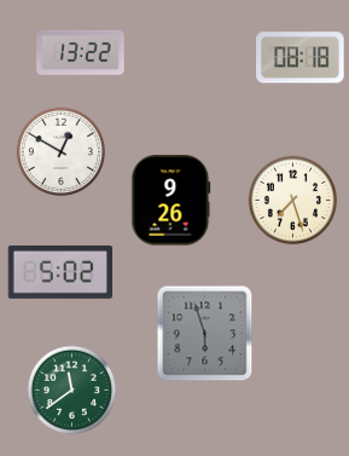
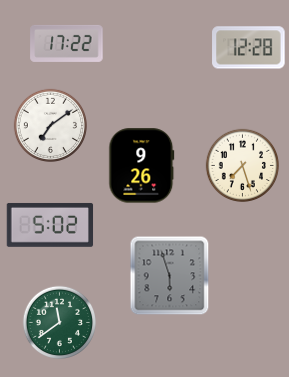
clock at (81, 52): 13:22 -> 17:22
clock at (301, 58): 08:18 -> 12:28
clock at (60, 151): 12:50 -> 7:09
